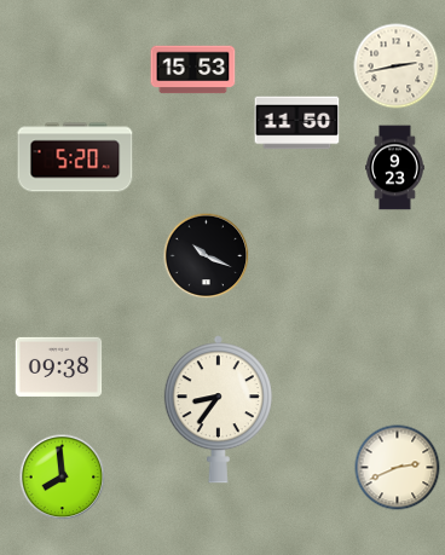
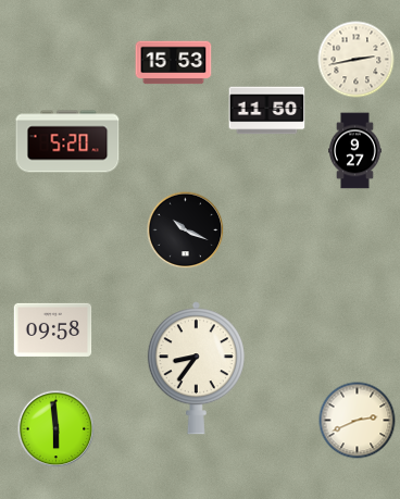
clock at (395, 168): 9:23 -> 9:27
clock at (59, 366): 09:38 -> 09:58
clock at (63, 478): 7:59 -> 5:59
